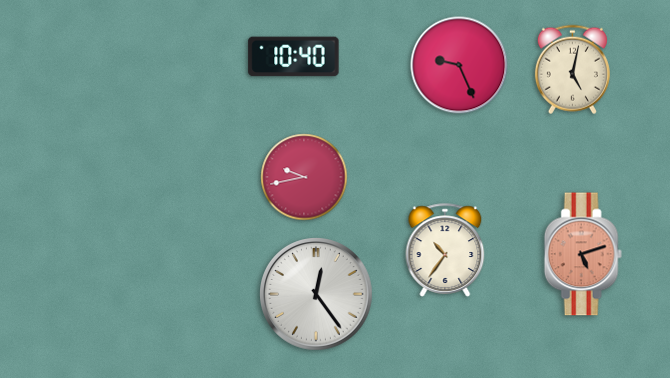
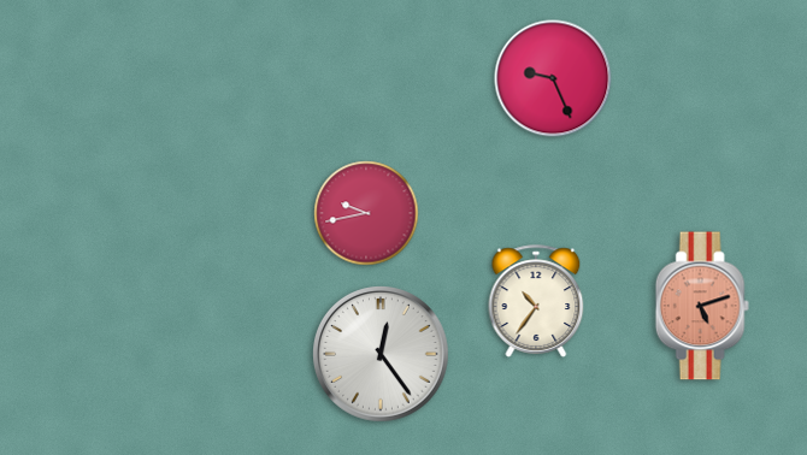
clock at (294, 57): 10:40 -> none
clock at (572, 70): 5:02 -> none
